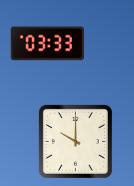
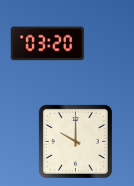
clock at (47, 44): 03:33 -> 03:20
